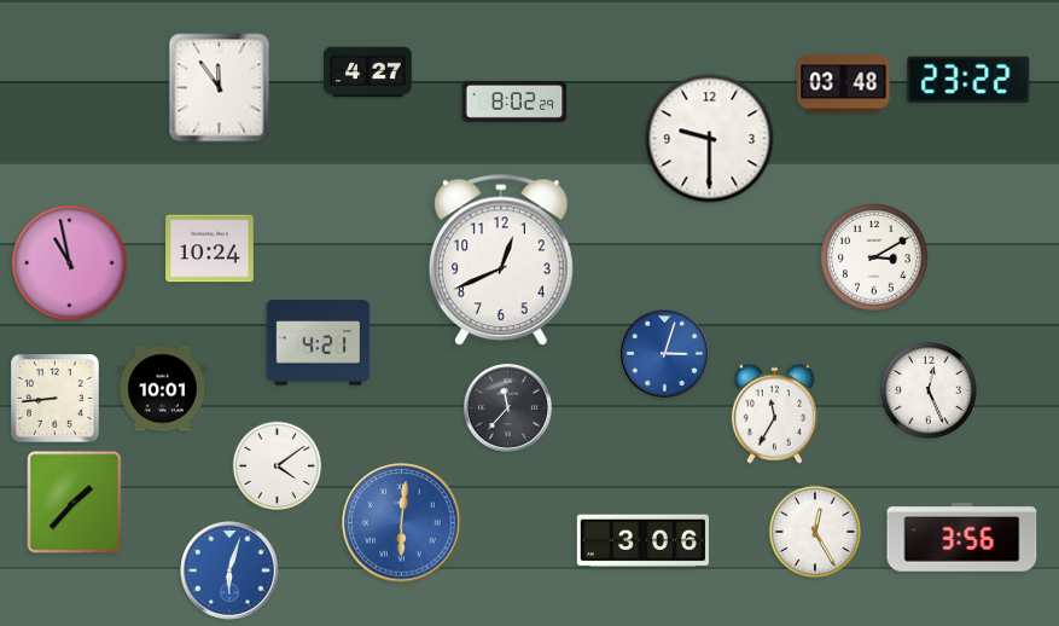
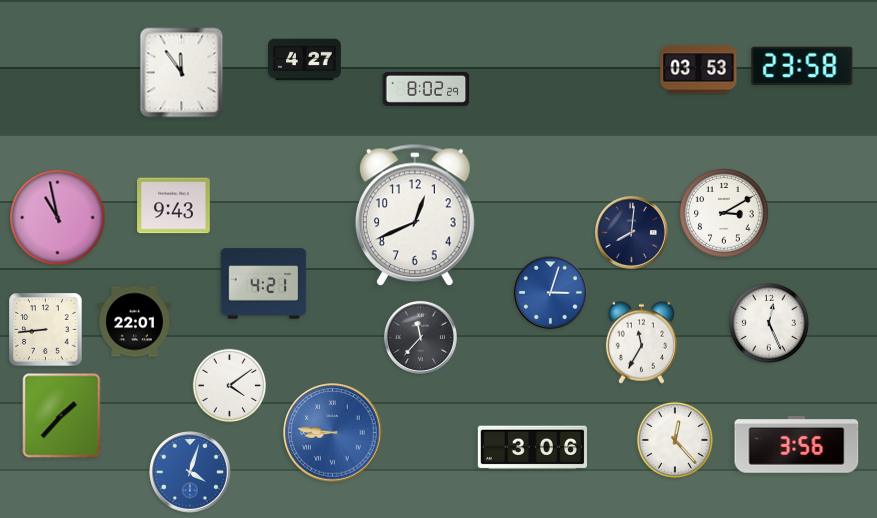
clock at (968, 80): 23:22 -> 23:58
clock at (844, 85): 03:48 -> 03:53
clock at (514, 102) position: (514, 102) -> (426, 89)
clock at (710, 139): 9:30 -> none
clock at (210, 249): 10:24 -> 9:43
clock at (631, 232): none -> 8:01
clock at (163, 389): 10:01 -> 22:01
clock at (402, 523): 6:01 -> 8:46
clock at (814, 531): 12:25 -> 12:23
clock at (231, 572): 6:03 -> 4:03
